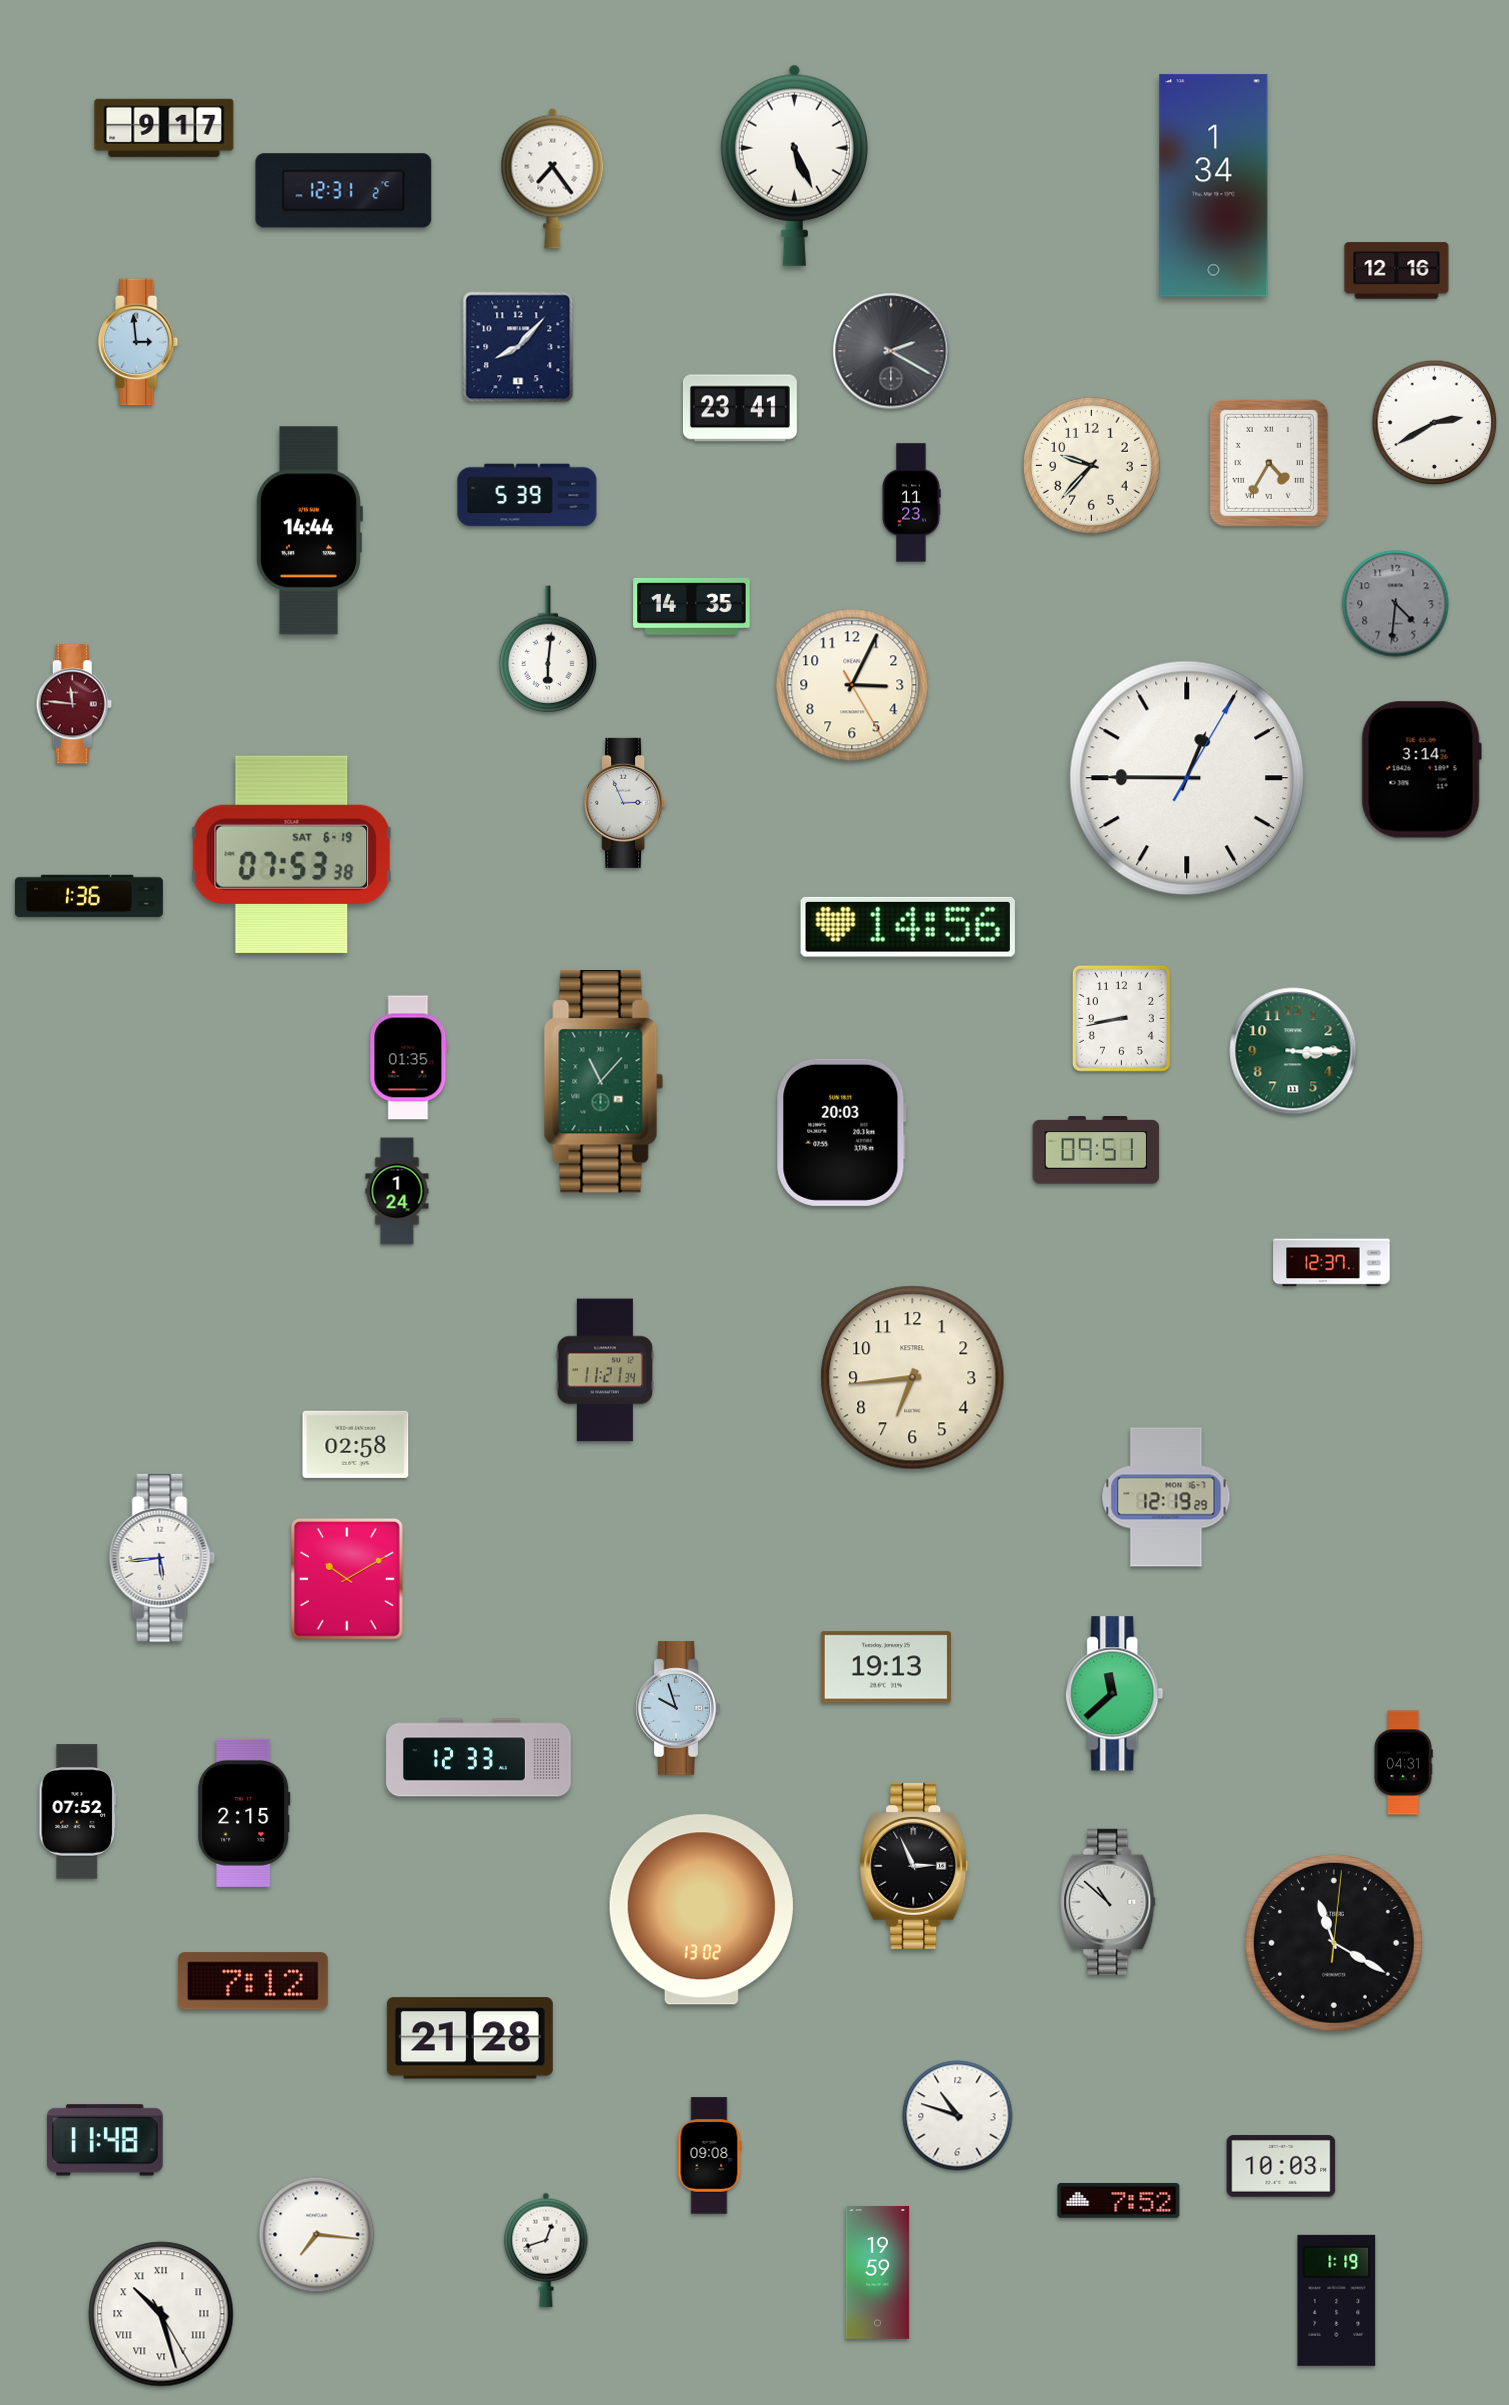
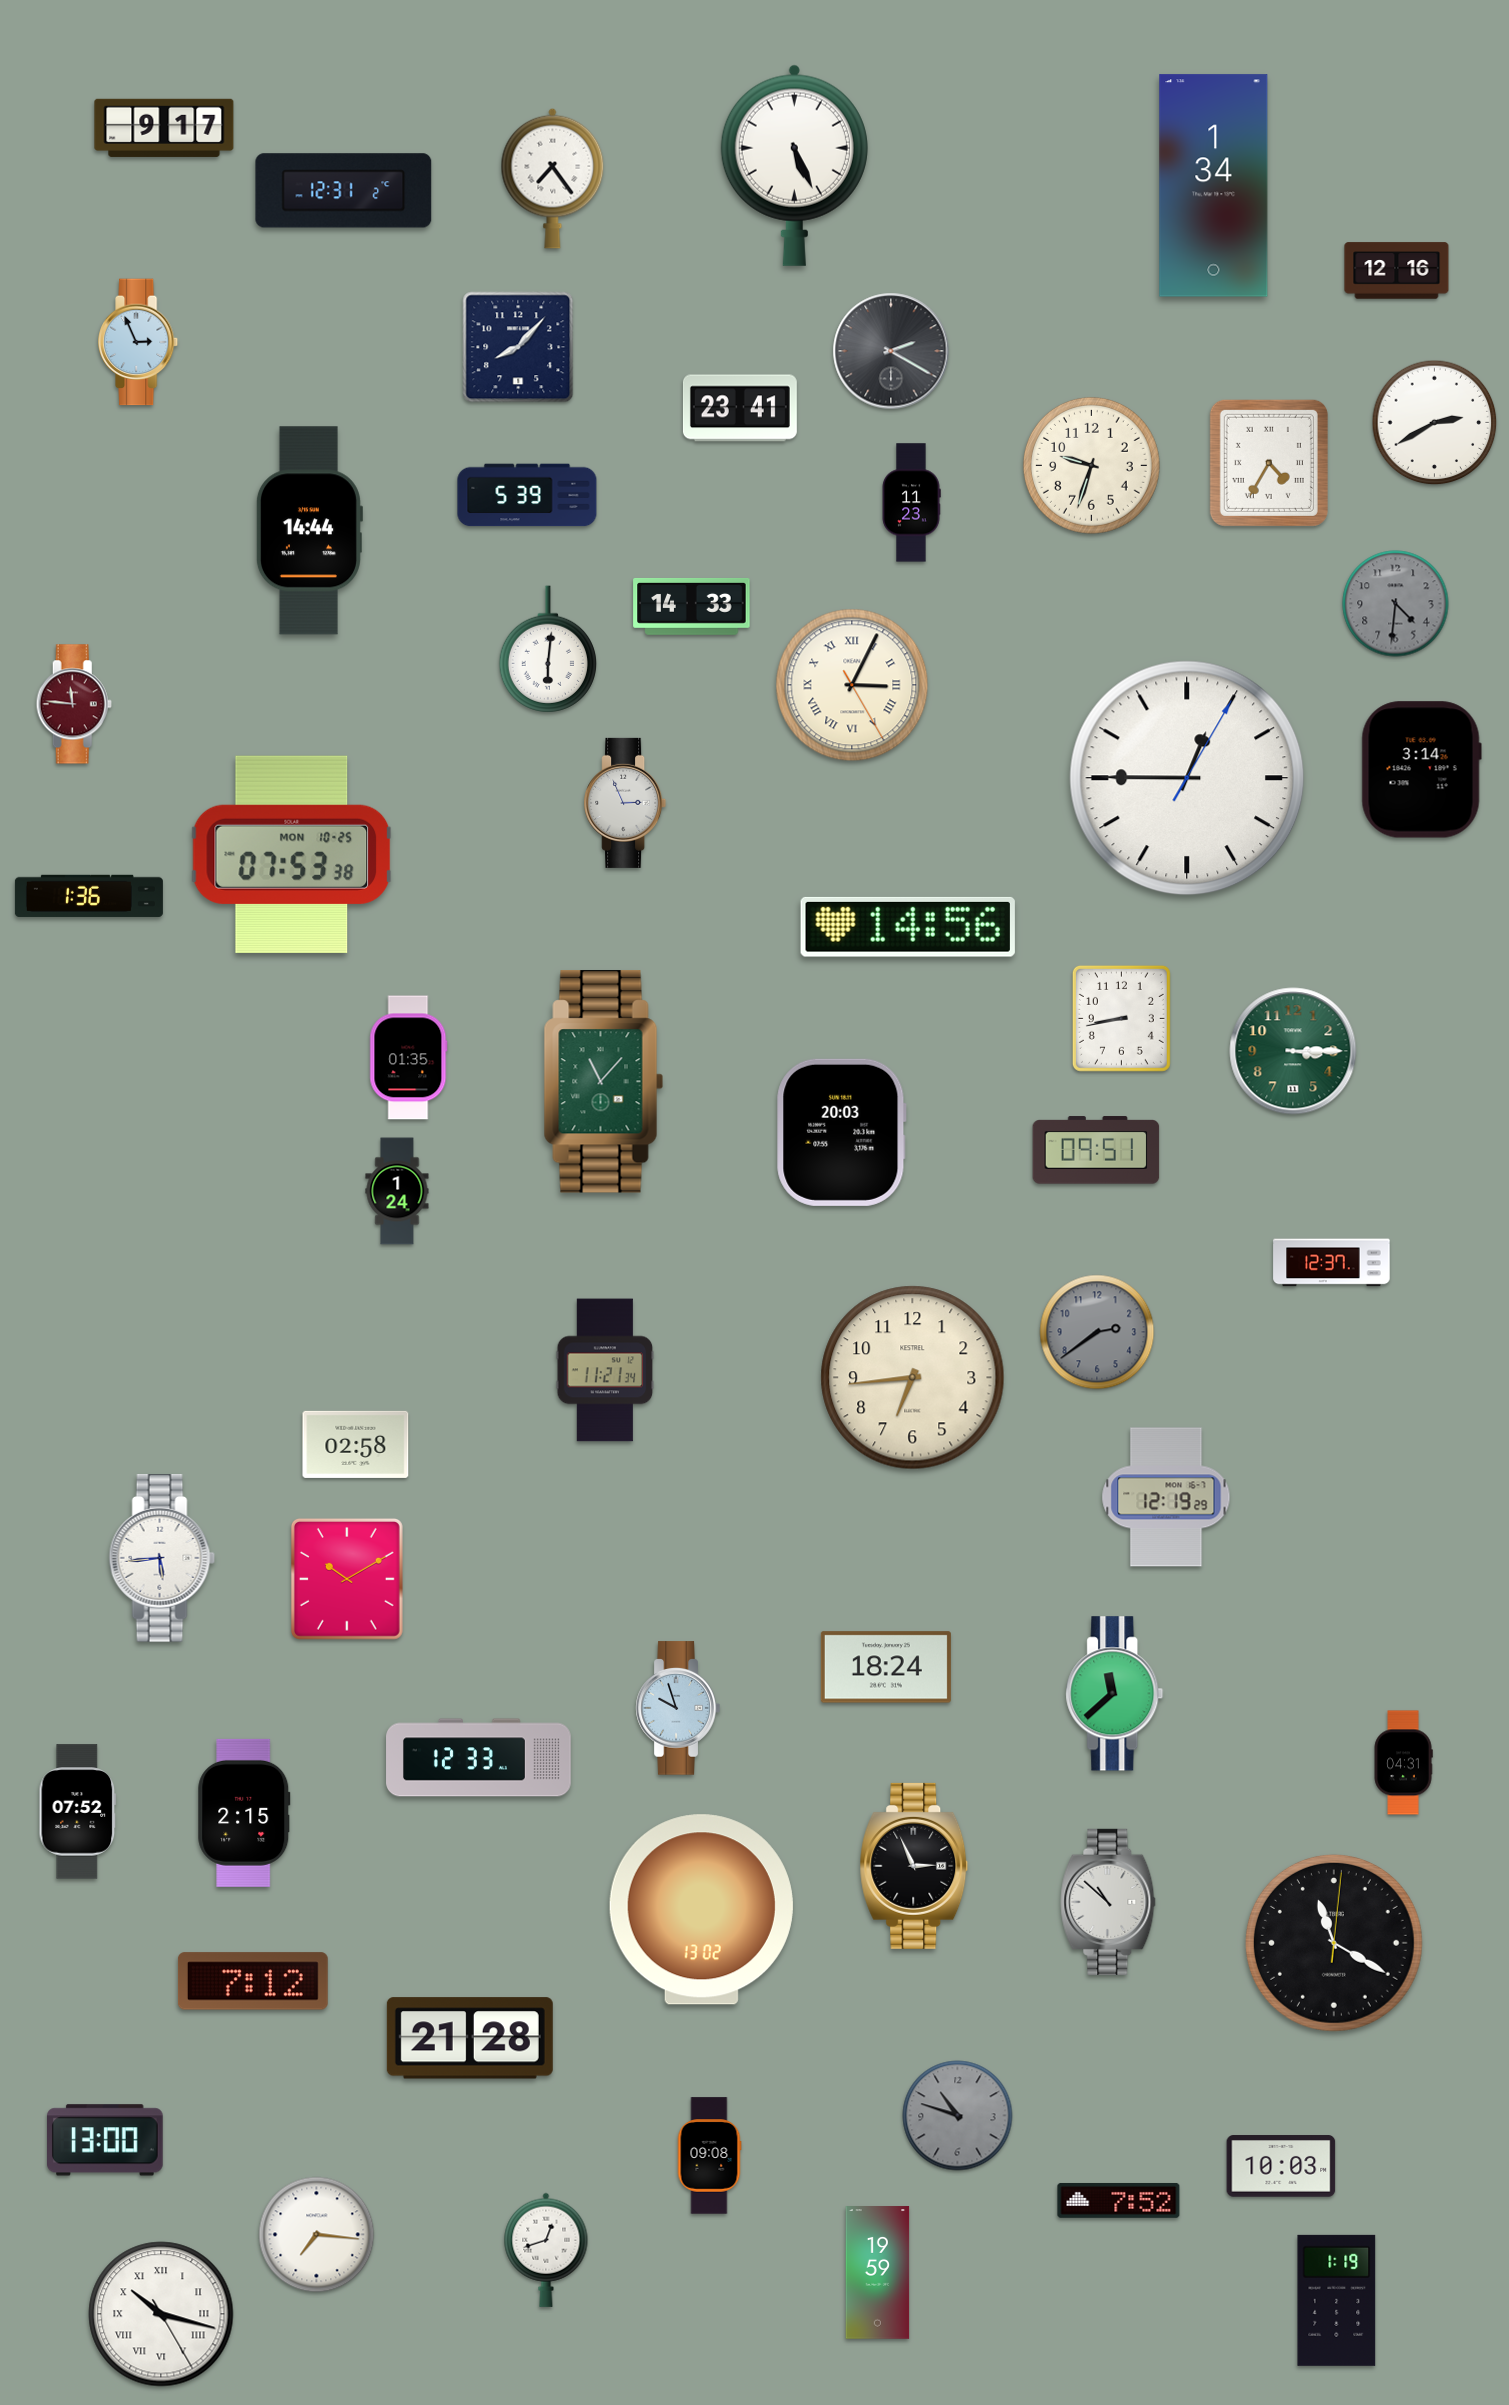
clock at (139, 342): 2:59 -> 2:56
clock at (1091, 465): 9:37 -> 9:33
clock at (692, 606): 14:35 -> 14:33
clock at (852, 685) numerals: Arabic -> Roman
clock at (292, 854) date: SAT 6-19 -> MON 10-25
clock at (1097, 1332): none -> 2:39
clock at (886, 1667): 19:13 -> 18:24
clock at (958, 2116) dial: white -> grey
clock at (106, 2140): 11:48 -> 13:00
clock at (161, 2314): 10:27 -> 10:17
